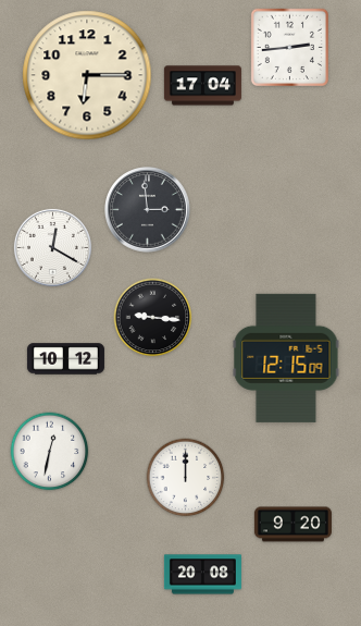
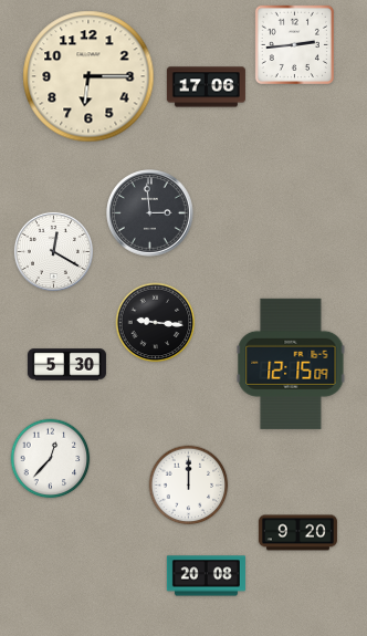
clock at (289, 47) position: (289, 47) -> (294, 44)
clock at (202, 86): 17:04 -> 17:06
clock at (65, 359): 10:12 -> 5:30
clock at (50, 452): 12:32 -> 12:37
clock at (202, 575) position: (202, 575) -> (206, 576)
